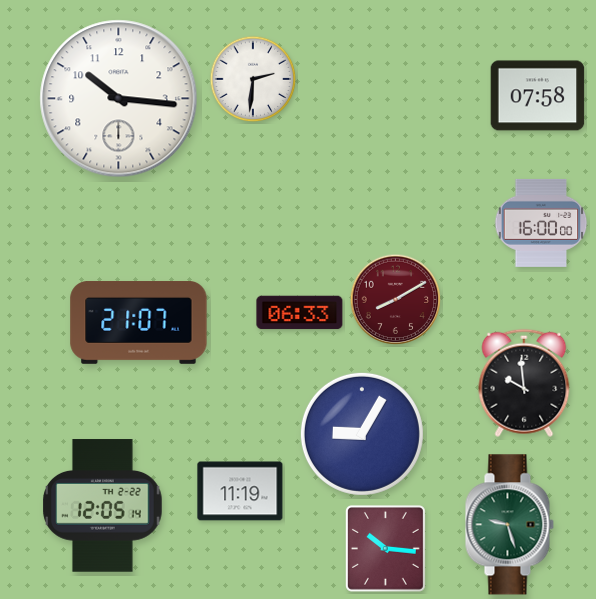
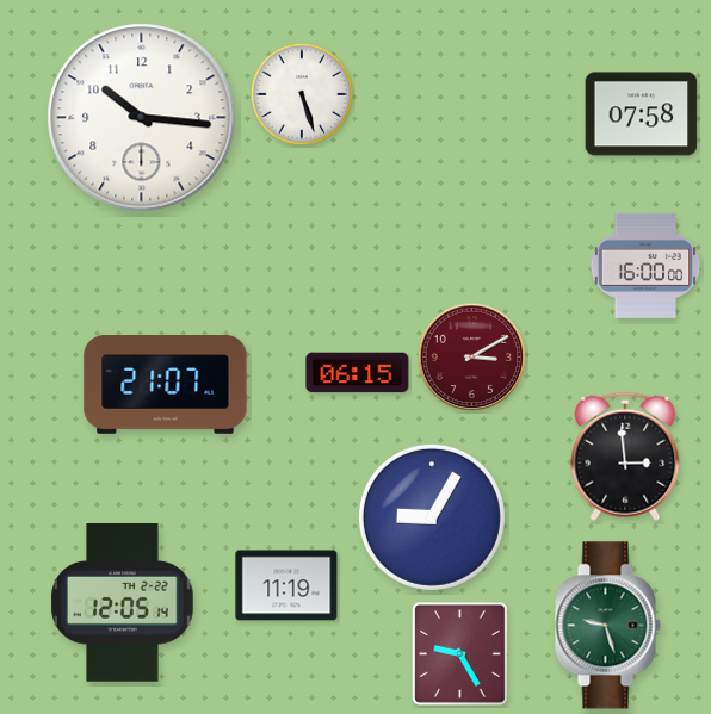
clock at (253, 79): 2:31 -> 5:27
clock at (396, 300): 8:10 -> 3:10
clock at (300, 313): 06:33 -> 06:15
clock at (524, 383): 9:59 -> 2:59
clock at (385, 548): 10:16 -> 9:25
